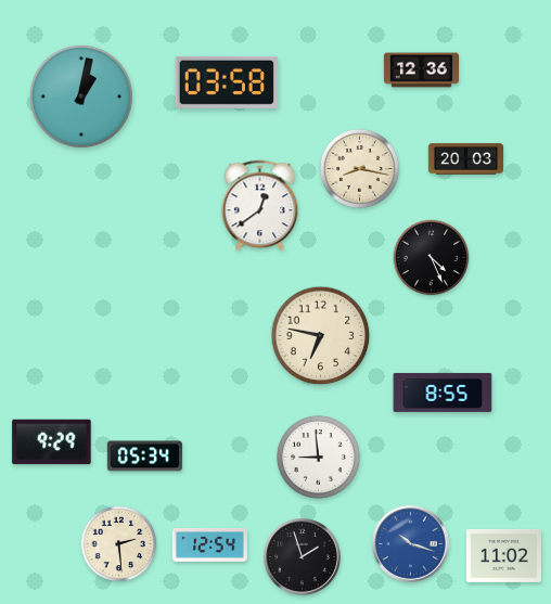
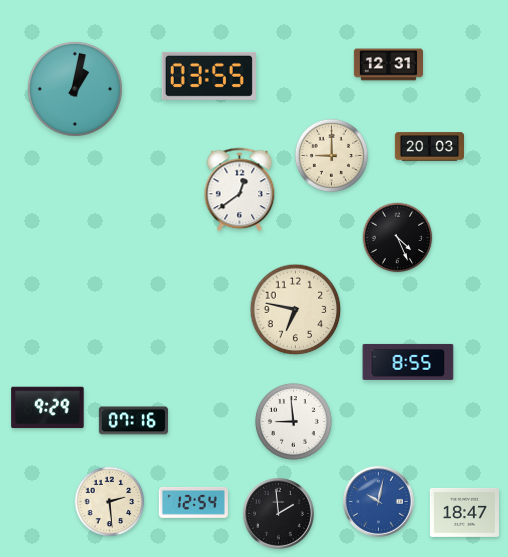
clock at (421, 70): 12:36 -> 12:31
clock at (227, 82): 03:58 -> 03:55
clock at (359, 168): 8:17 -> 9:00
clock at (144, 457): 05:34 -> 07:16
clock at (411, 544): 10:18 -> 10:02
clock at (503, 555): 11:02 -> 18:47
clock at (303, 557): 1:57 -> 1:59
